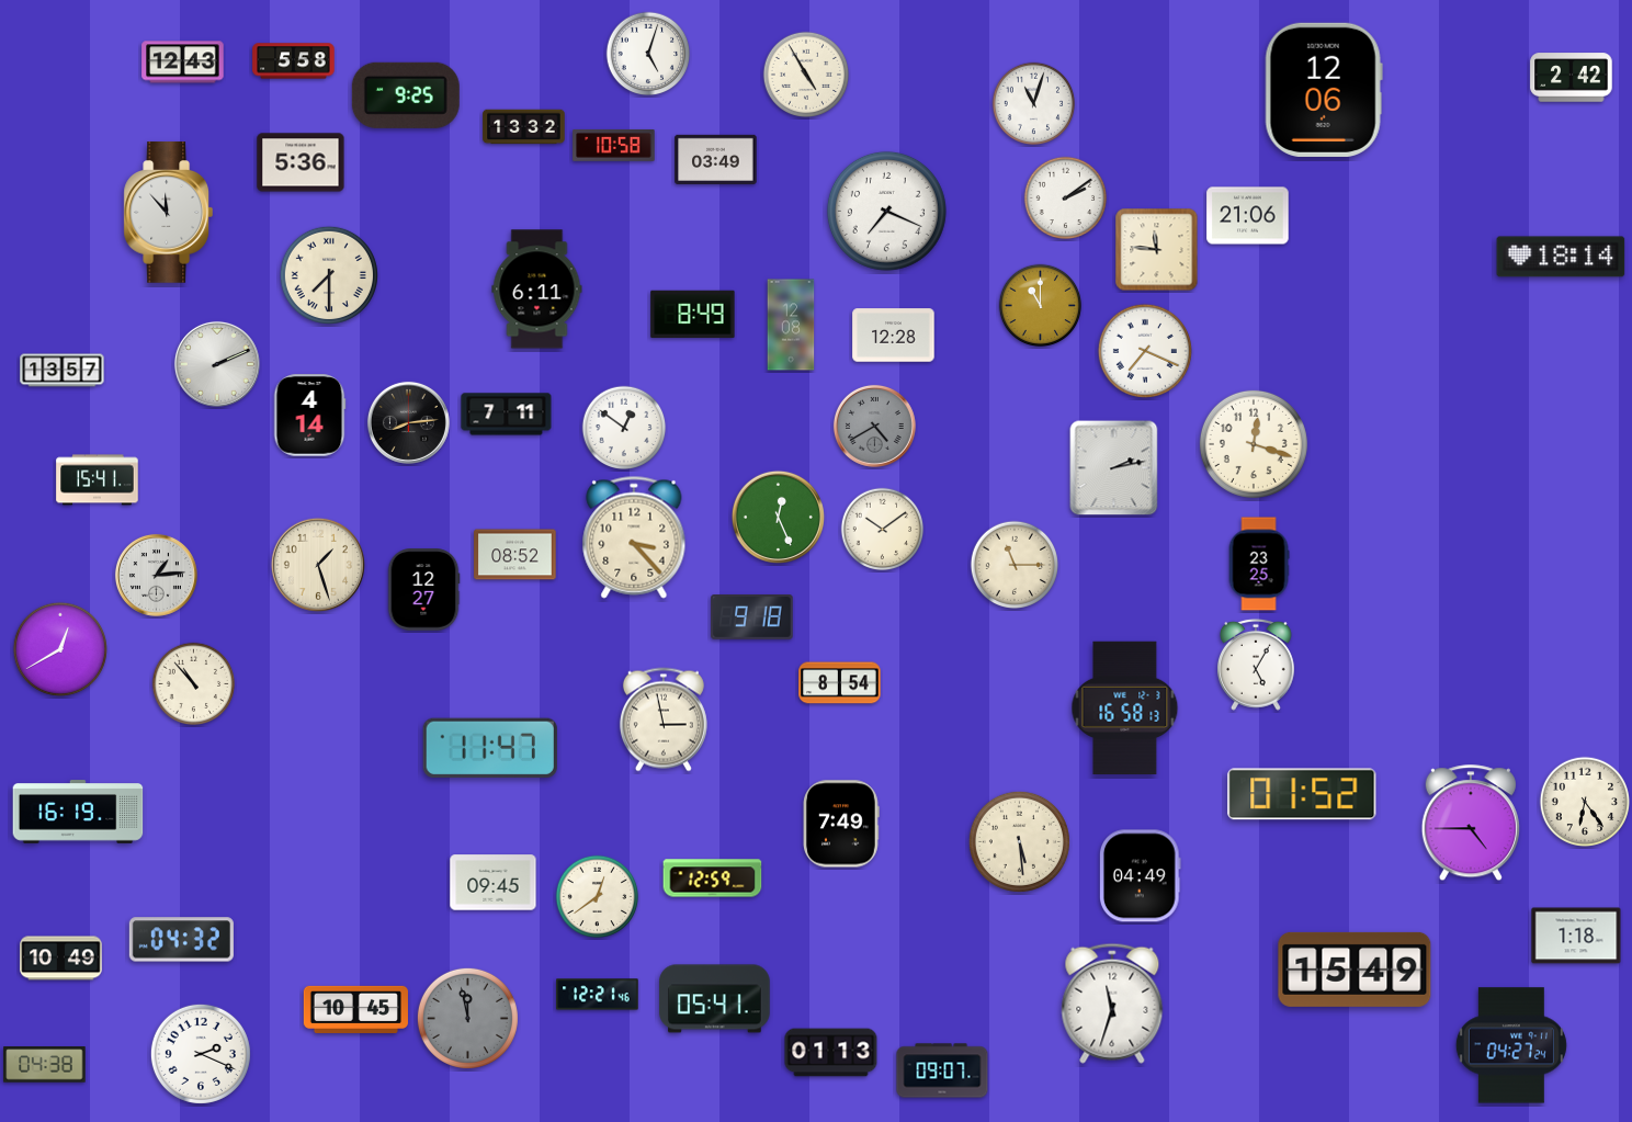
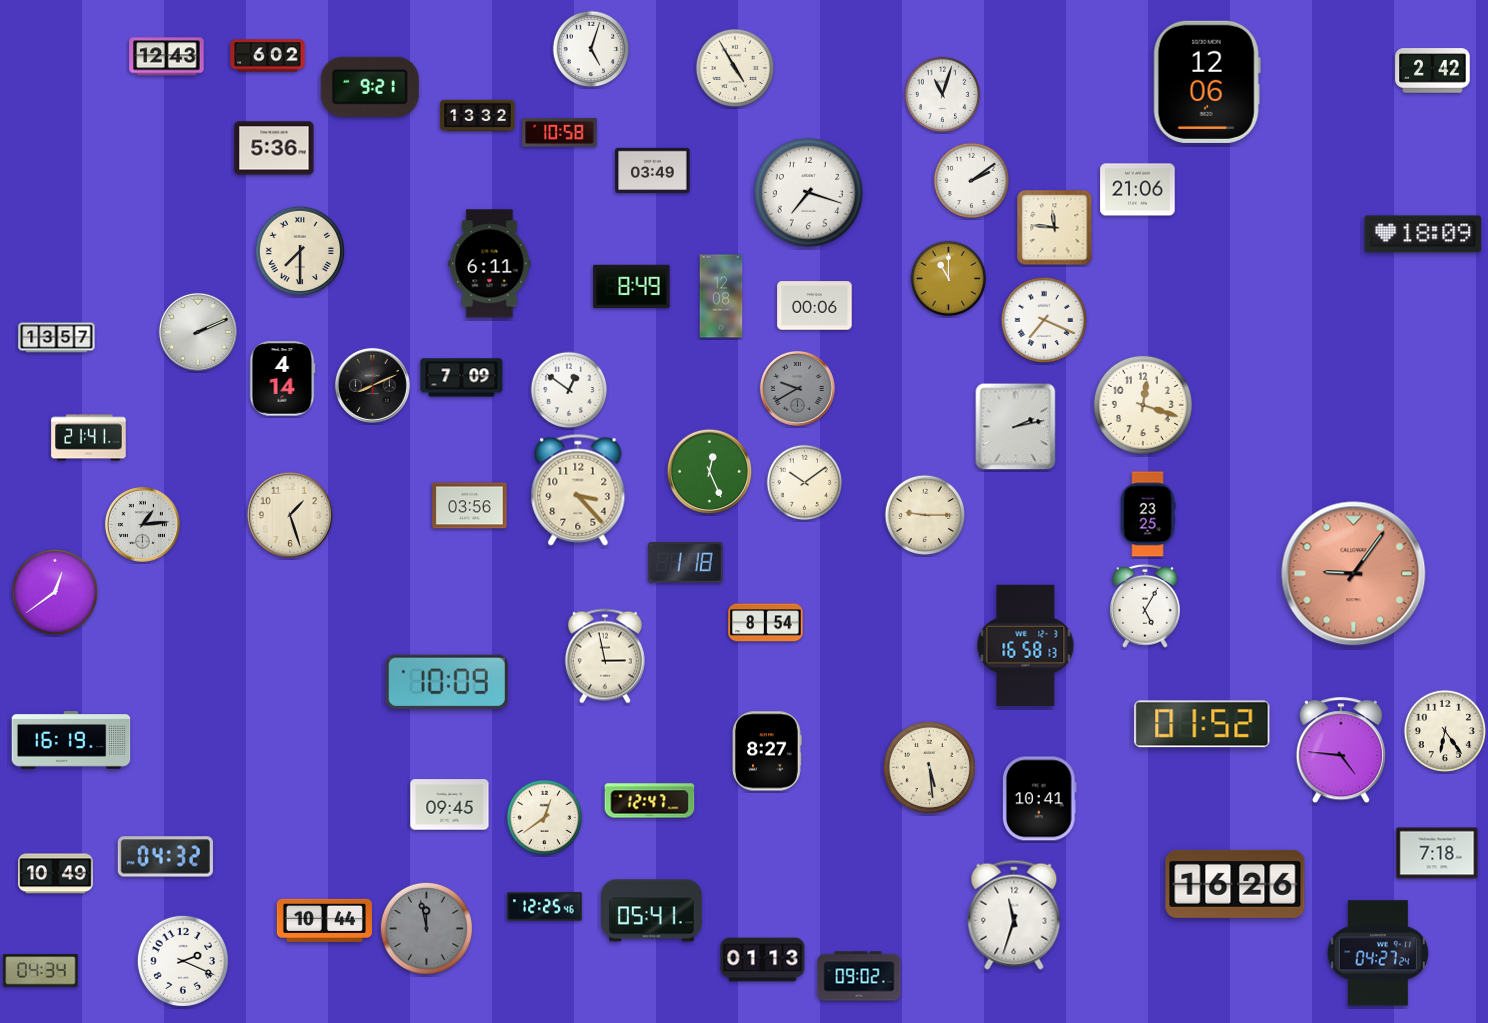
clock at (294, 61): 5:58 -> 6:02
clock at (406, 95): 9:25 -> 9:21
clock at (716, 159) position: (716, 159) -> (653, 170)
clock at (886, 211): 7:19 -> 7:18
clock at (168, 213): 11:53 -> none
clock at (1248, 216) position: (1248, 216) -> (1138, 190)
clock at (1561, 257): 18:14 -> 18:09
clock at (894, 336): 12:28 -> 00:06
clock at (507, 415): 7:11 -> 7:09
clock at (408, 422): 8:14 -> 8:11
clock at (874, 426): 4:40 -> 9:40
clock at (98, 480): 15:41 -> 21:41
clock at (515, 555): 08:52 -> 03:56
clock at (1015, 565): 11:15 -> 9:15
clock at (423, 590): 12:27 -> none
clock at (752, 617): 9:18 -> 1:18
clock at (1354, 574): none -> 9:06
clock at (59, 648): 12:40 -> 12:39
clock at (194, 684): 10:53 -> none
clock at (490, 748): 11:47 -> 10:09
clock at (1302, 794) position: (1302, 794) -> (1202, 724)
clock at (841, 824): 7:49 -> 8:27
clock at (1471, 824): 4:45 -> 4:46
clock at (1140, 876): 04:49 -> 10:41
clock at (713, 879): 12:59 -> 12:47
clock at (1576, 936): 1:18 -> 7:18
clock at (1355, 970): 15:49 -> 16:26
clock at (598, 995): 12:21 -> 12:25
clock at (355, 1009): 10:45 -> 10:44
clock at (831, 1053) position: (831, 1053) -> (763, 960)
clock at (45, 1065): 04:38 -> 04:34
clock at (942, 1070): 09:07 -> 09:02
